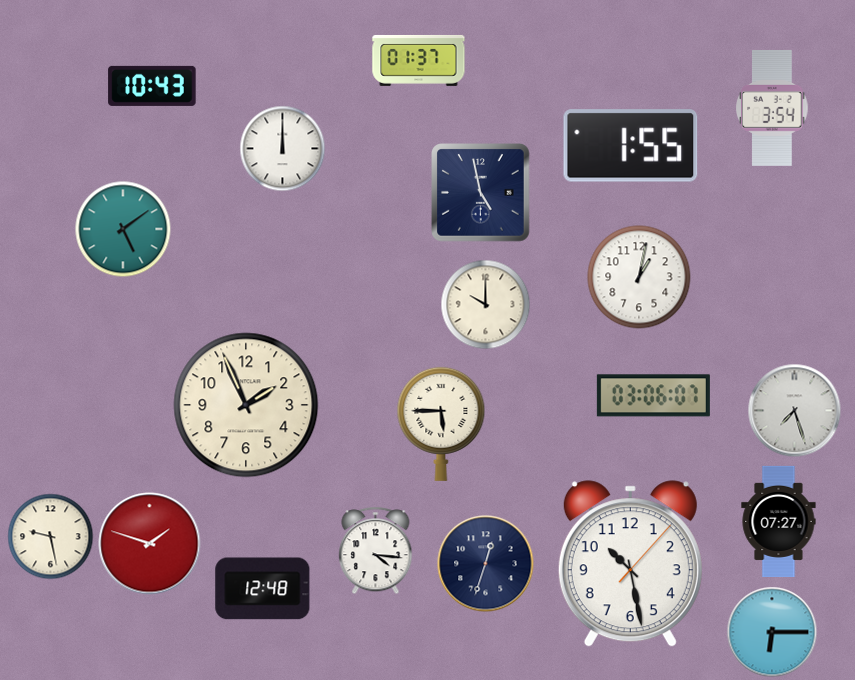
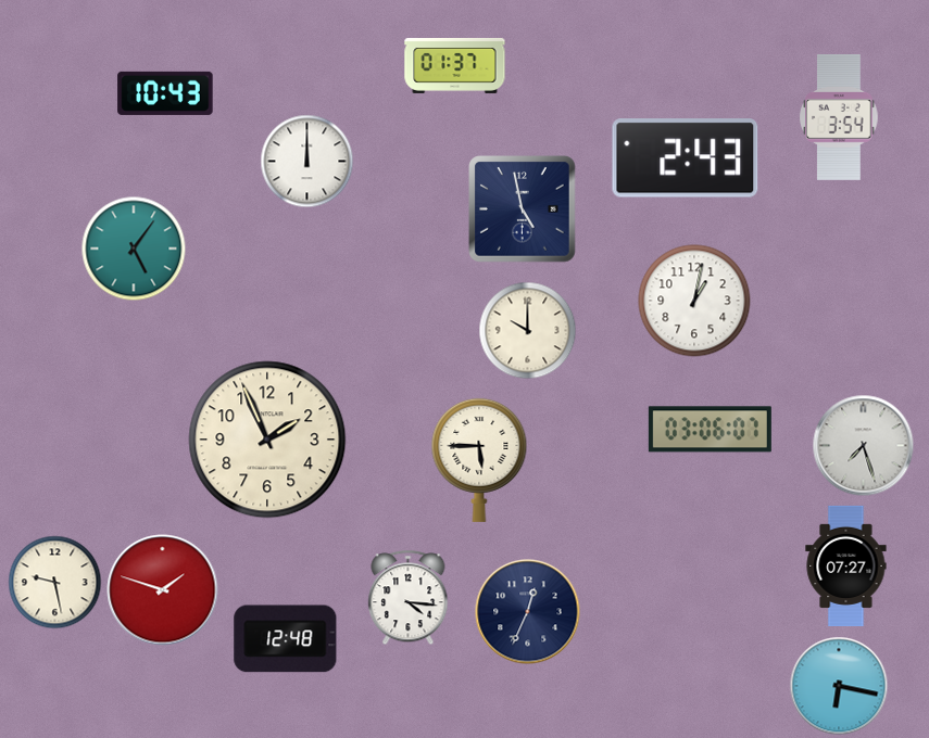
clock at (631, 146): 1:55 -> 2:43
clock at (123, 229): 5:09 -> 5:06
clock at (486, 564): 12:33 -> 12:34
clock at (630, 564): 10:28 -> none
clock at (772, 632): 6:15 -> 6:17
